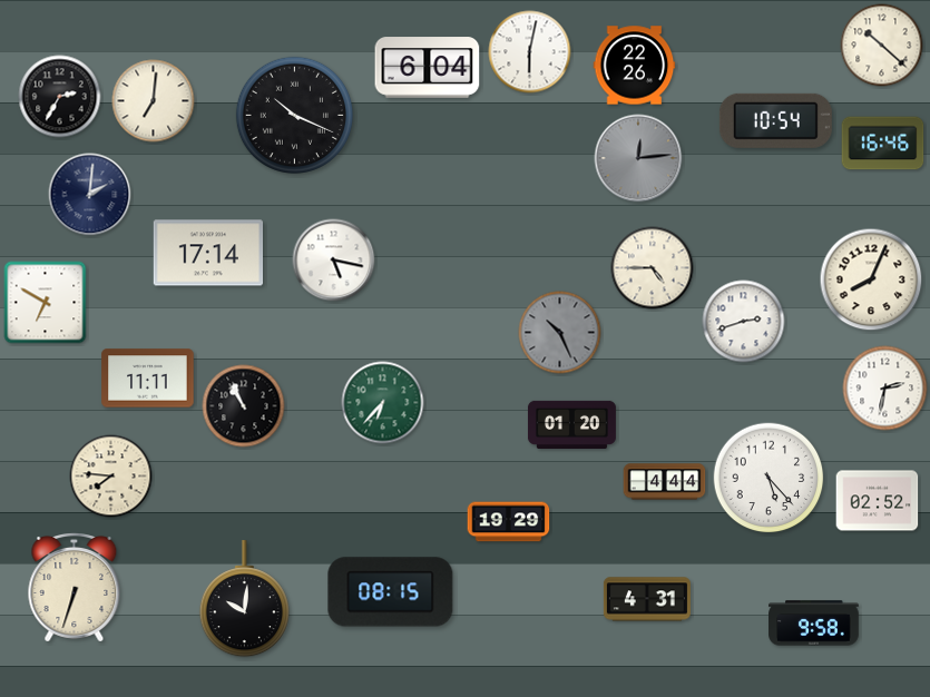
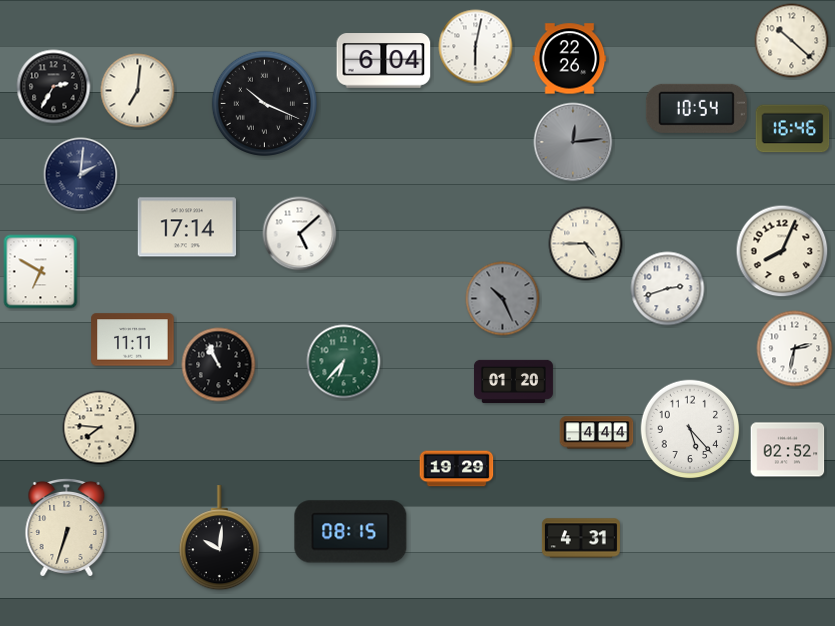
clock at (334, 261): 5:17 -> 5:08
clock at (653, 268) position: (653, 268) -> (586, 244)
clock at (814, 624): 9:58 -> none
